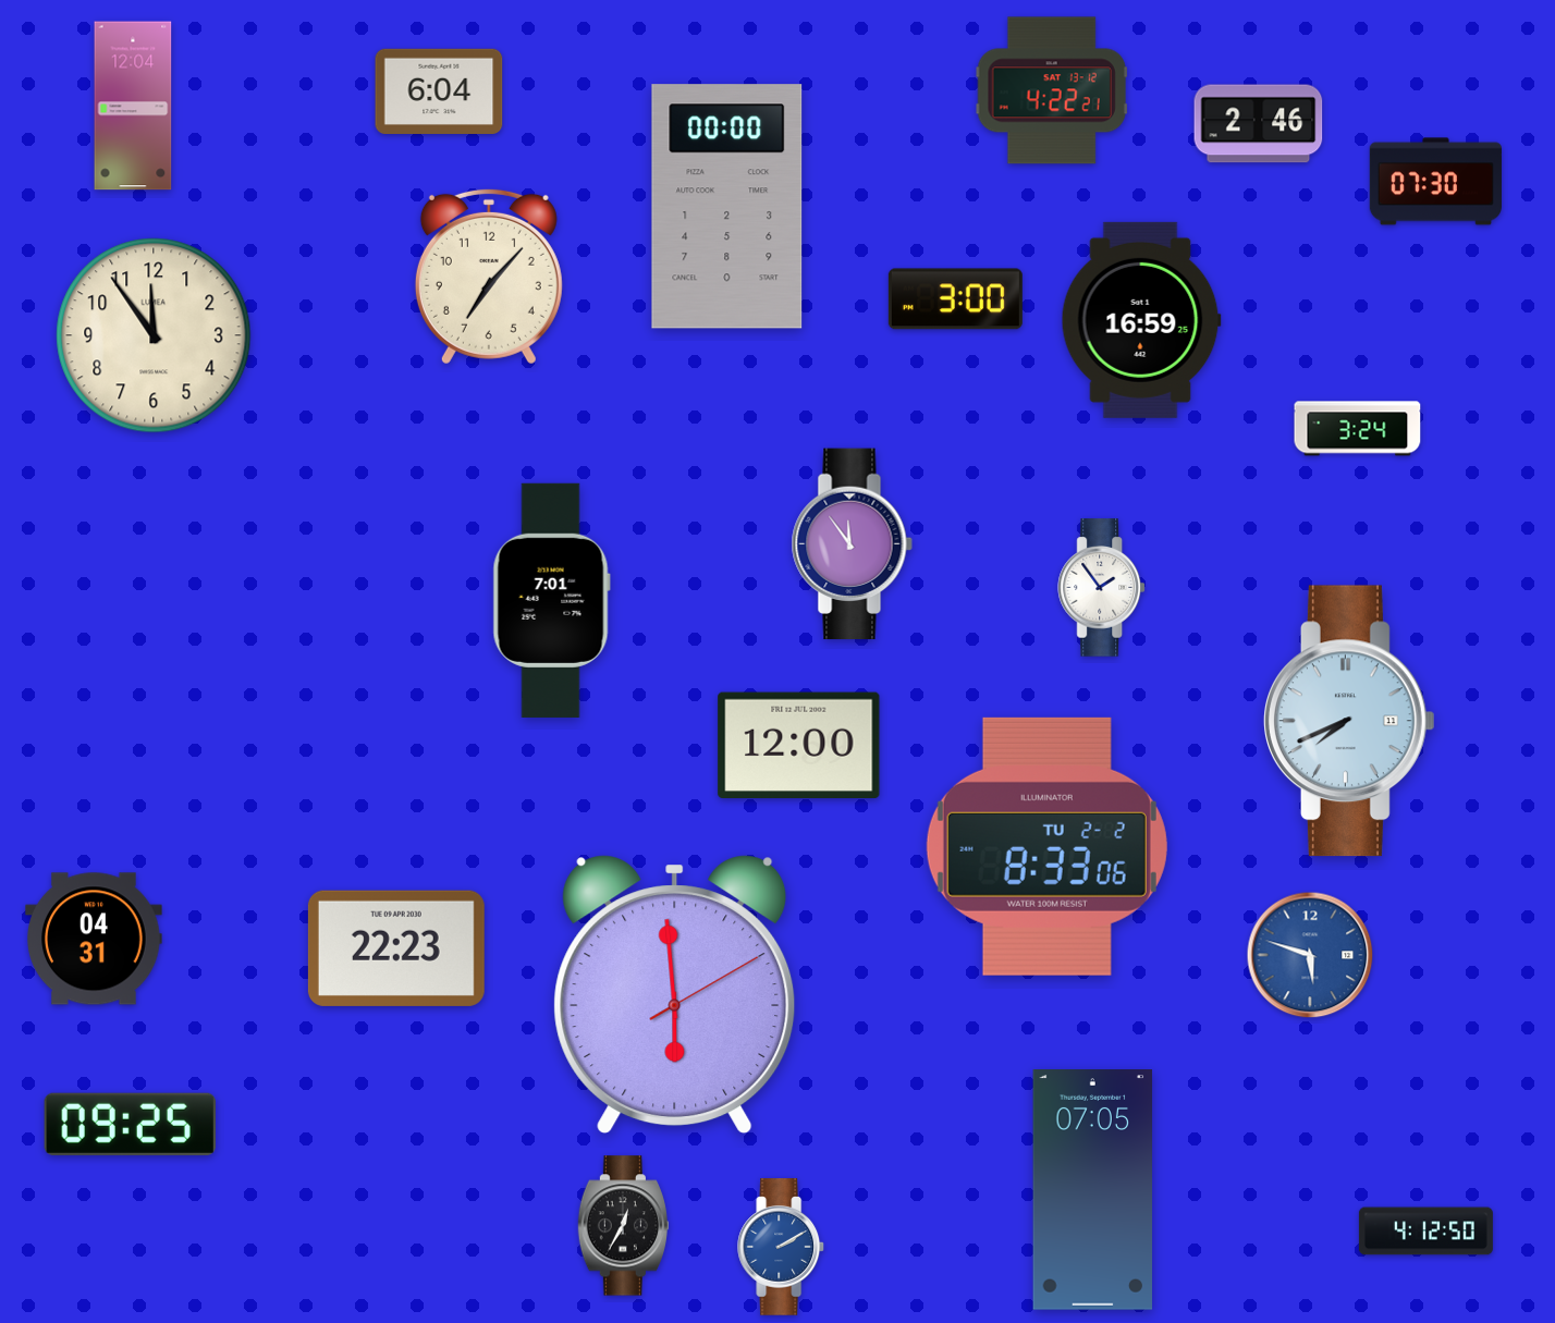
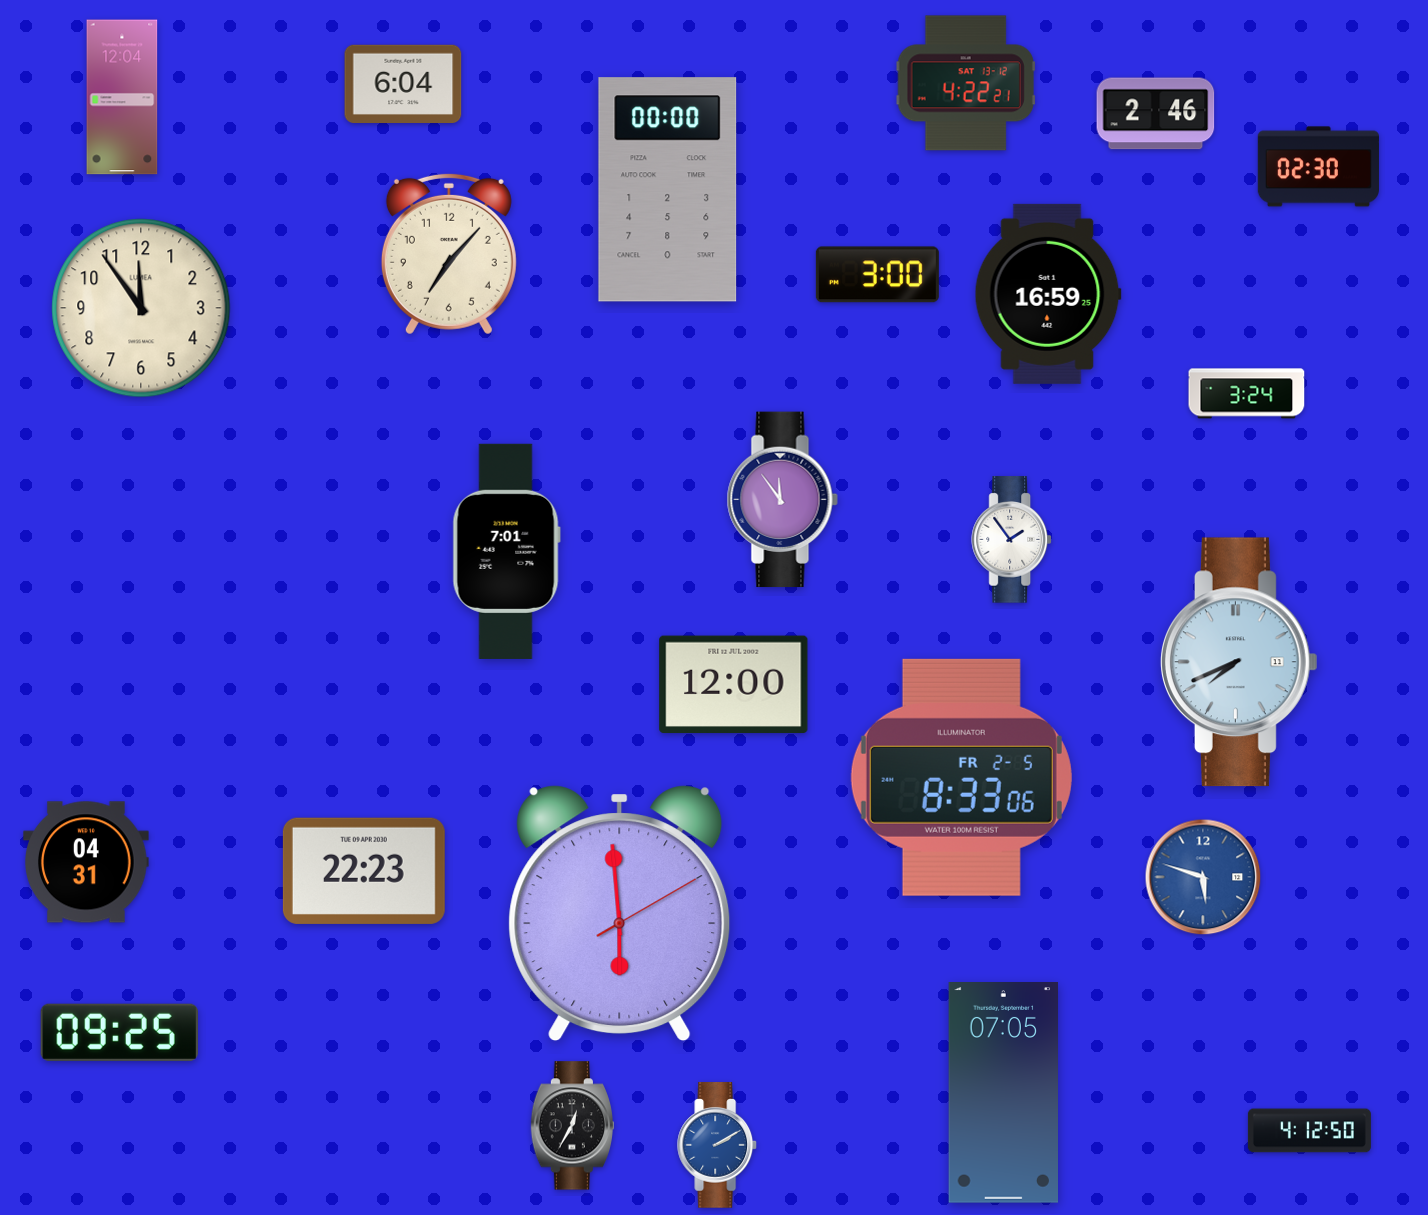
clock at (1435, 182): 07:30 -> 02:30
clock at (1046, 846) date: TU 2-2 -> FR 2-5
